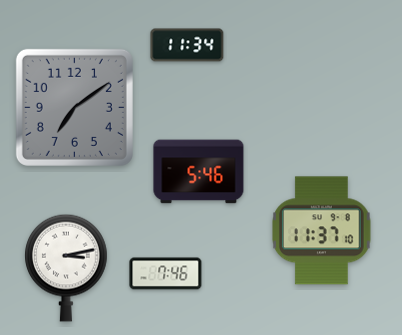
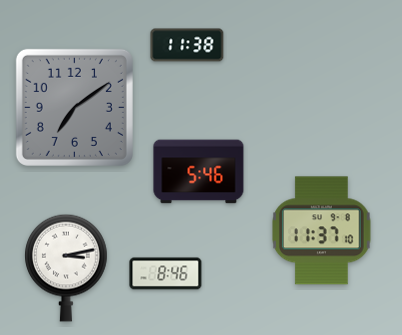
clock at (187, 45): 11:34 -> 11:38
clock at (166, 274): 7:46 -> 8:46
